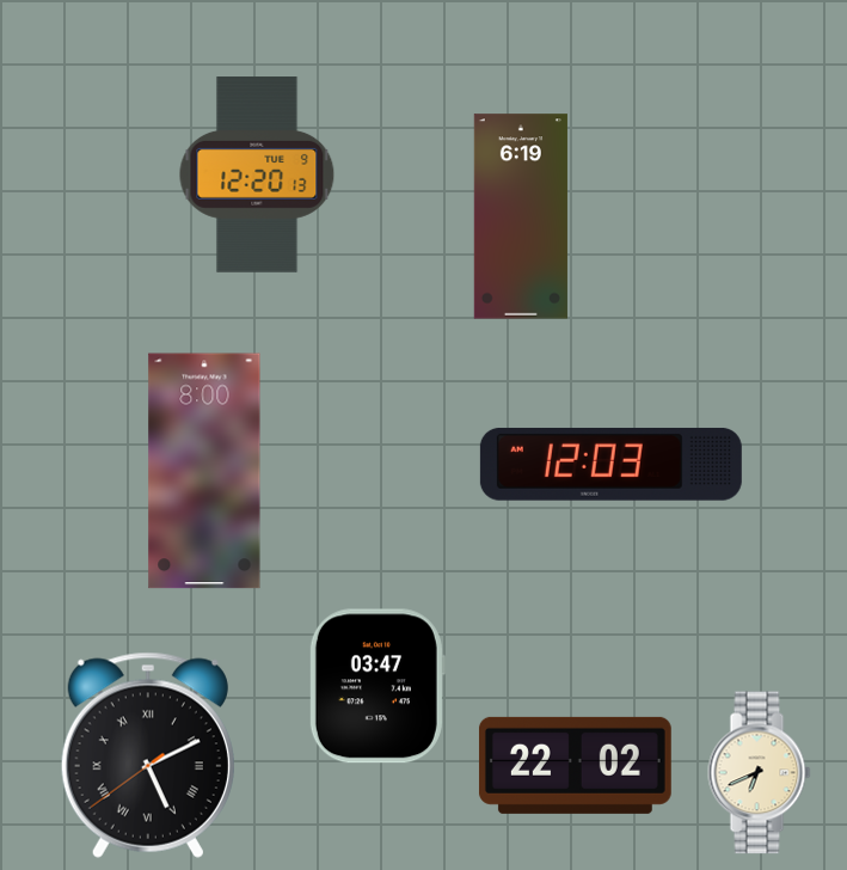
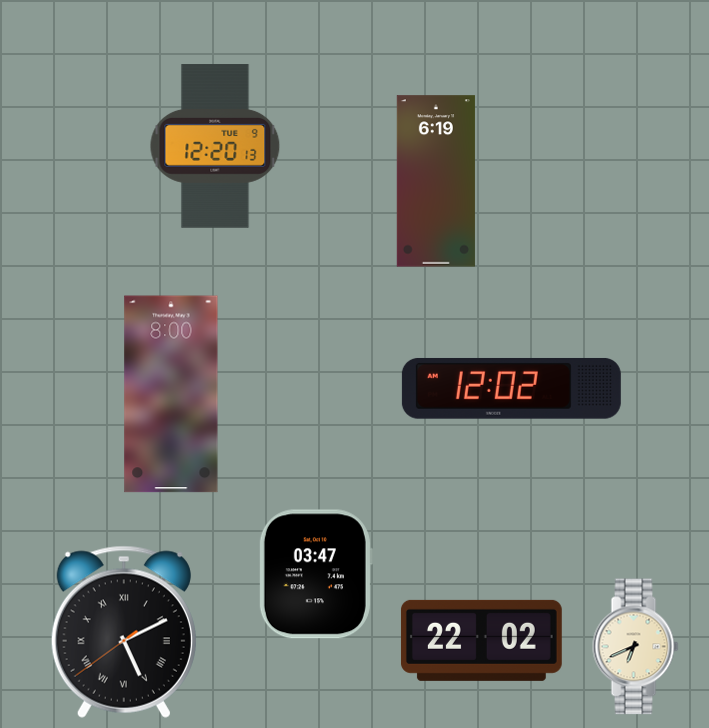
clock at (610, 464): 12:03 -> 12:02
